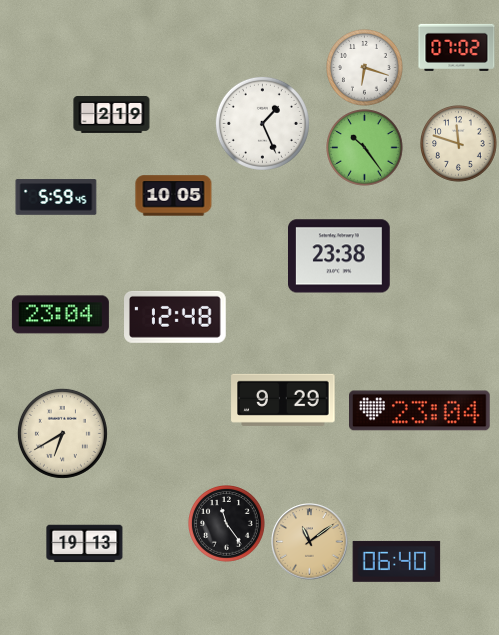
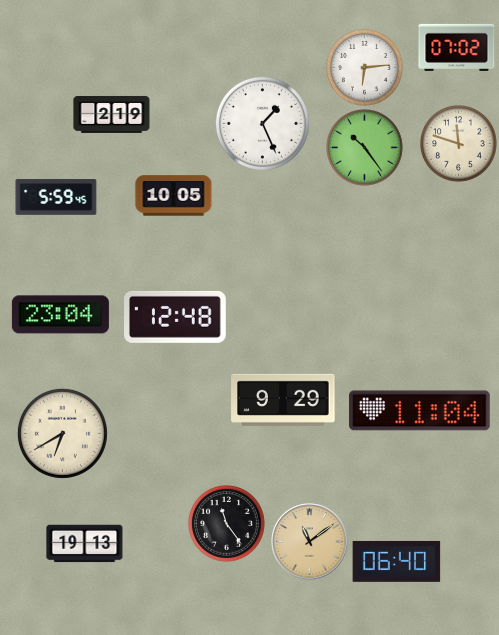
clock at (365, 68): 6:18 -> 6:14
clock at (340, 256): 23:38 -> none
clock at (420, 411): 23:04 -> 11:04
